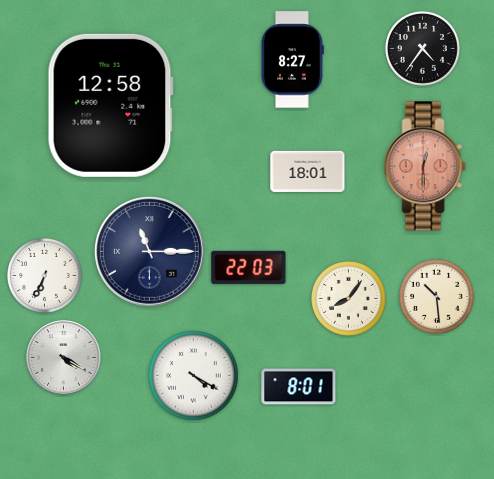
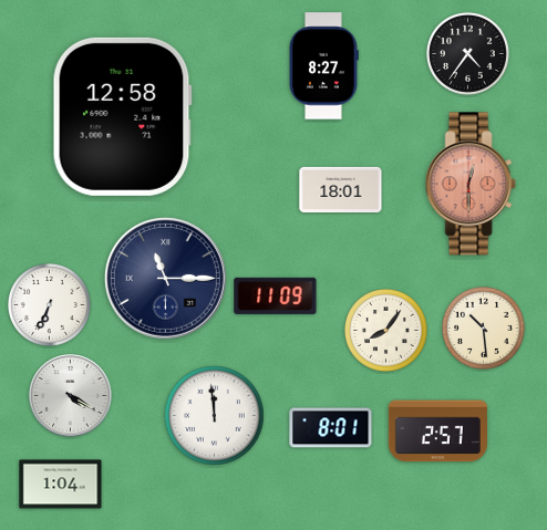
clock at (249, 267): 22:03 -> 11:09
clock at (194, 376): 4:20 -> 11:59
clock at (437, 432): none -> 2:57
clock at (61, 485): none -> 1:04
